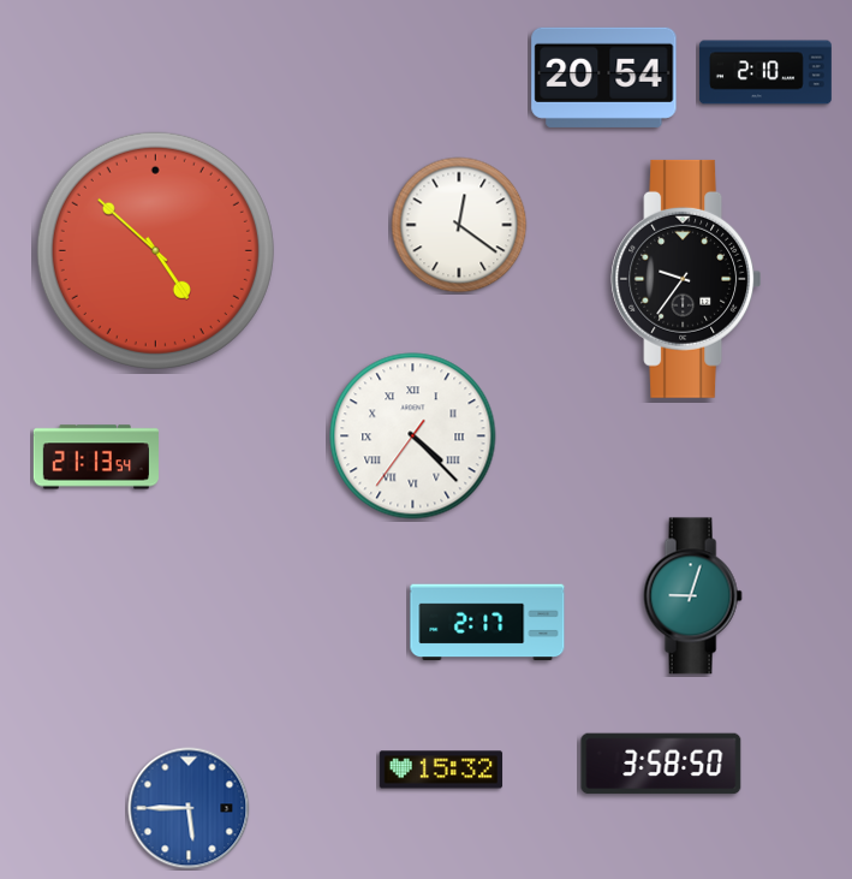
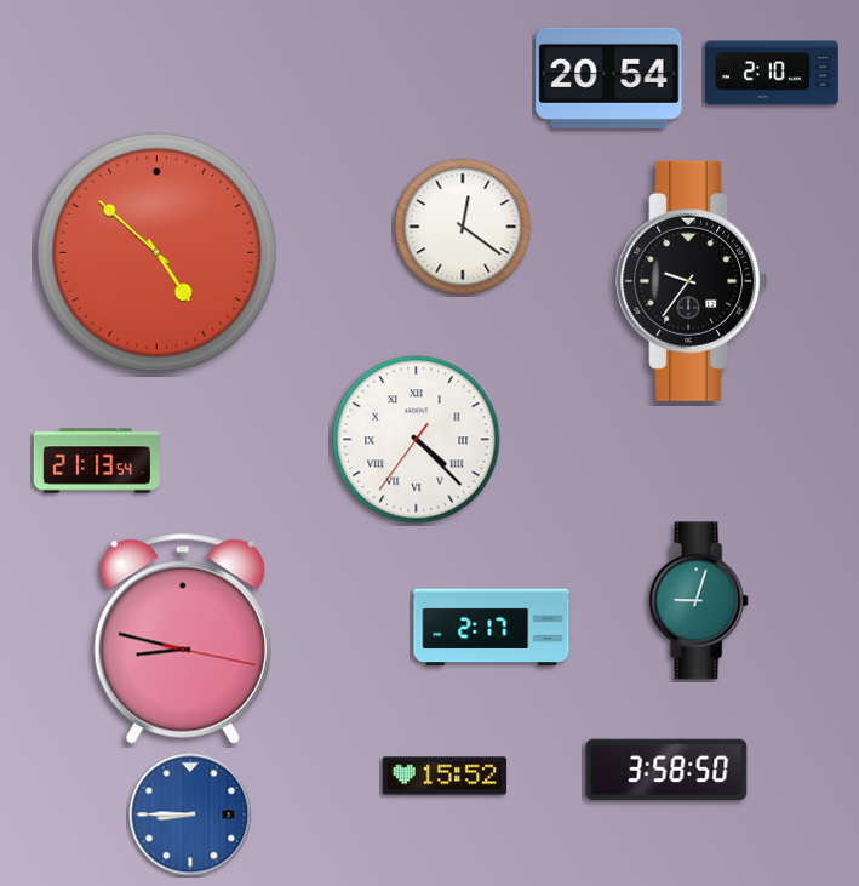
clock at (183, 639): none -> 8:47
clock at (441, 770): 15:32 -> 15:52
clock at (189, 808): 5:45 -> 8:45
